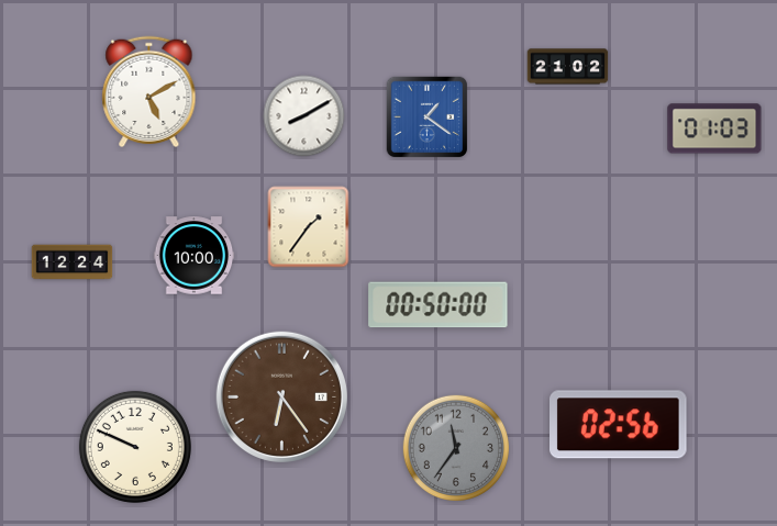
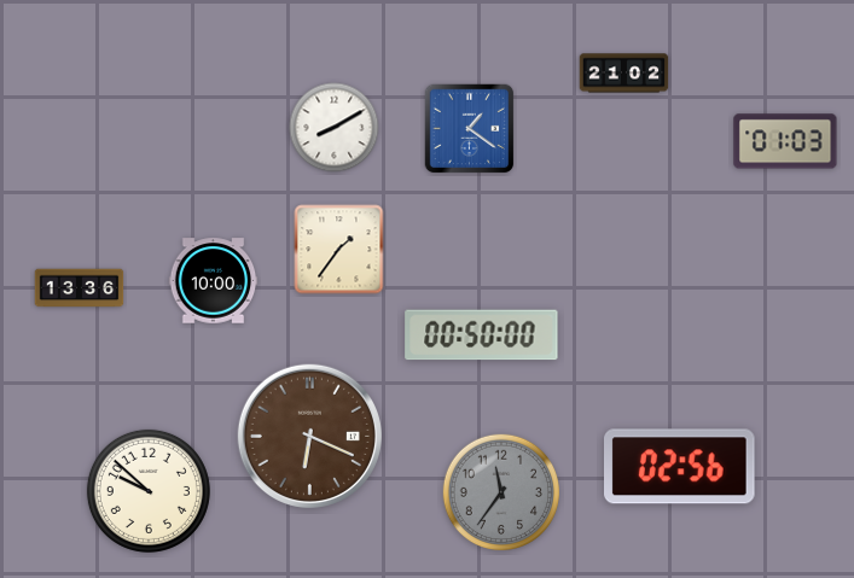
clock at (149, 92): 5:10 -> none
clock at (73, 262): 12:24 -> 13:36
clock at (281, 396): 6:24 -> 6:19
clock at (135, 447): 9:49 -> 9:52
